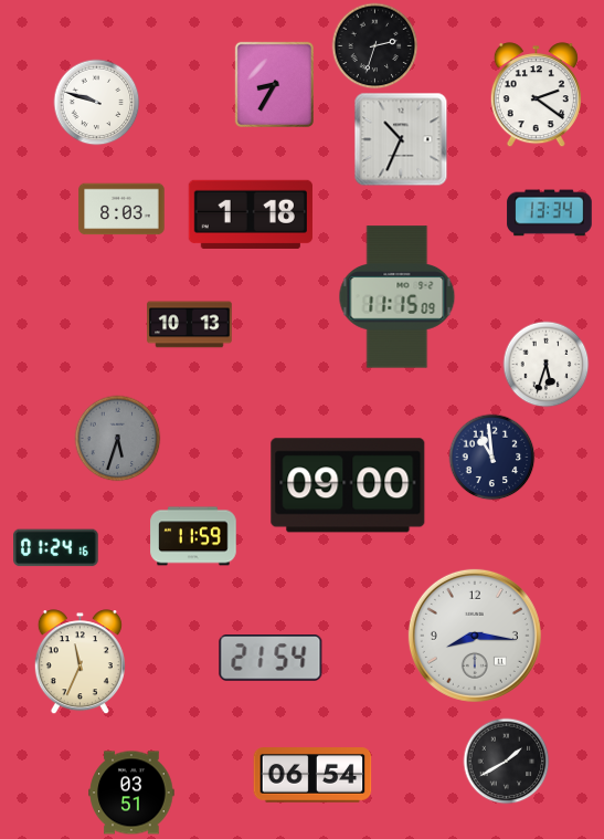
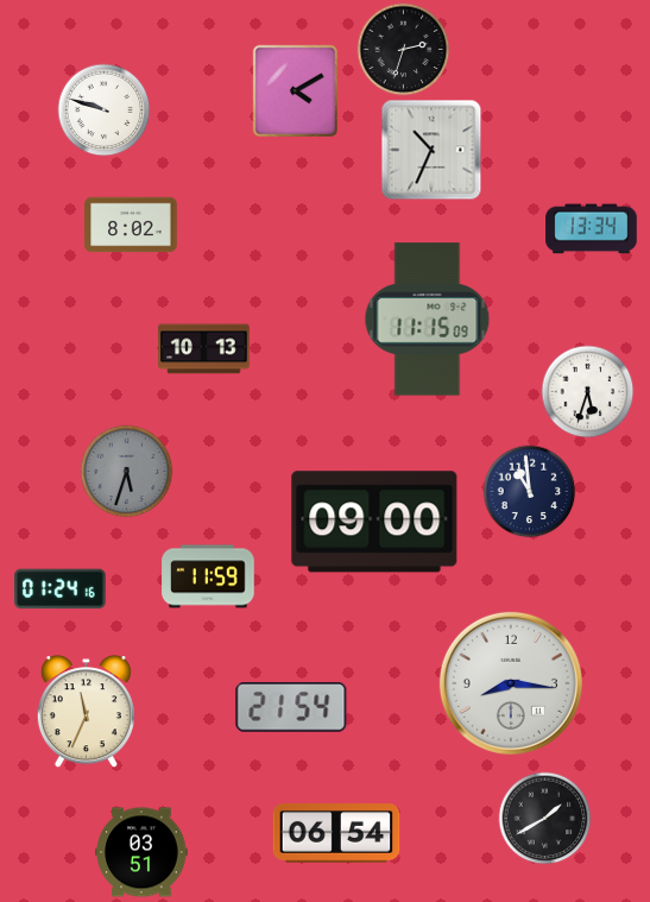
clock at (274, 84): 8:35 -> 4:10
clock at (536, 95): 2:21 -> none
clock at (121, 209): 8:03 -> 8:02
clock at (251, 214): 1:18 -> none
